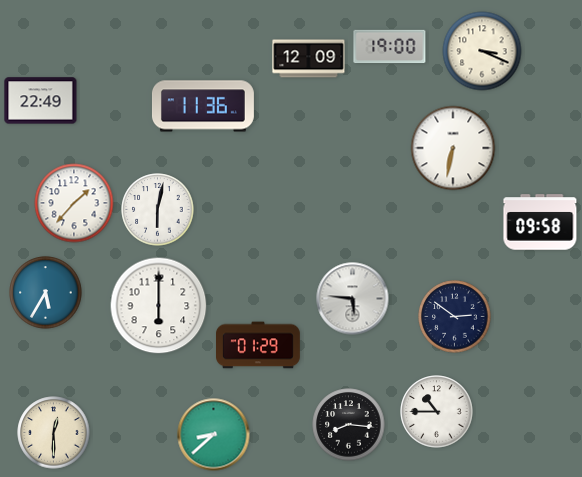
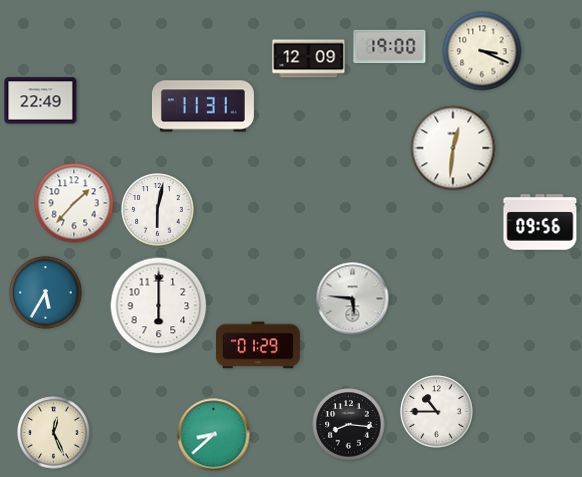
clock at (203, 106): 11:36 -> 11:31
clock at (453, 148): 6:32 -> 12:31
clock at (540, 222): 09:58 -> 09:56
clock at (455, 317): 2:51 -> none
clock at (54, 433): 12:30 -> 12:26
